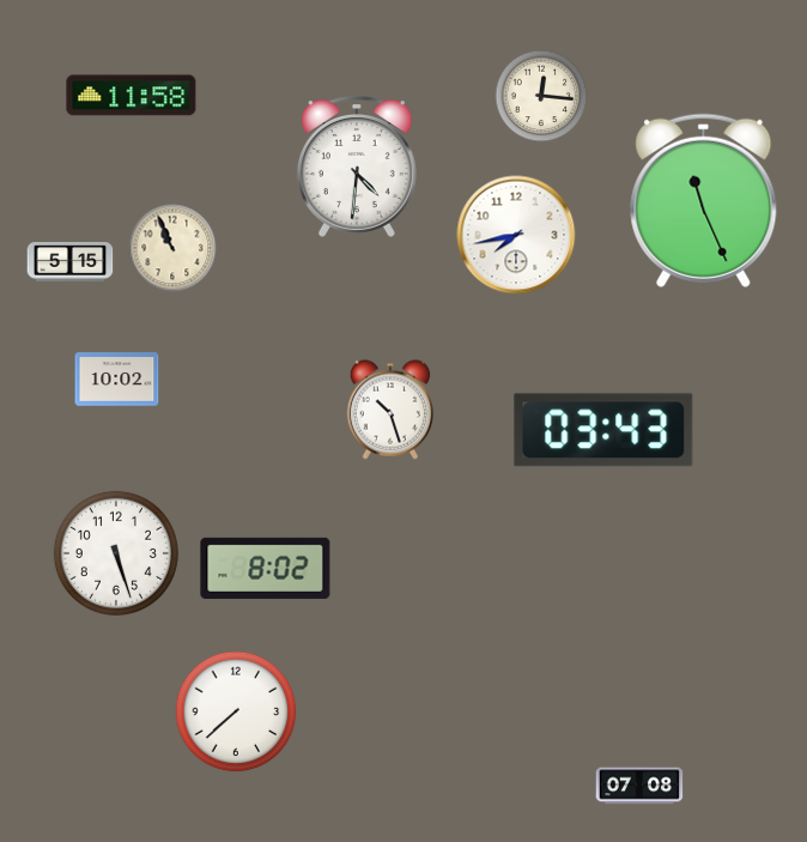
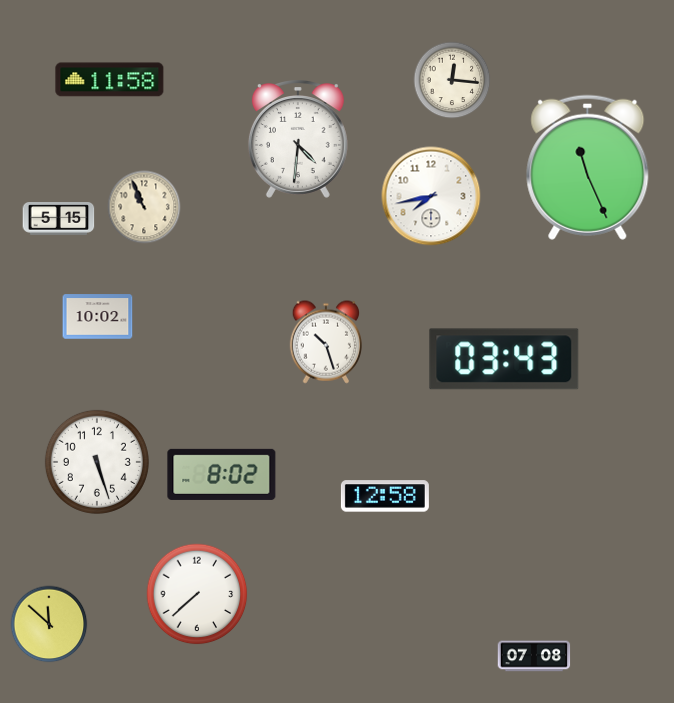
clock at (385, 496): none -> 12:58
clock at (49, 624): none -> 11:52
